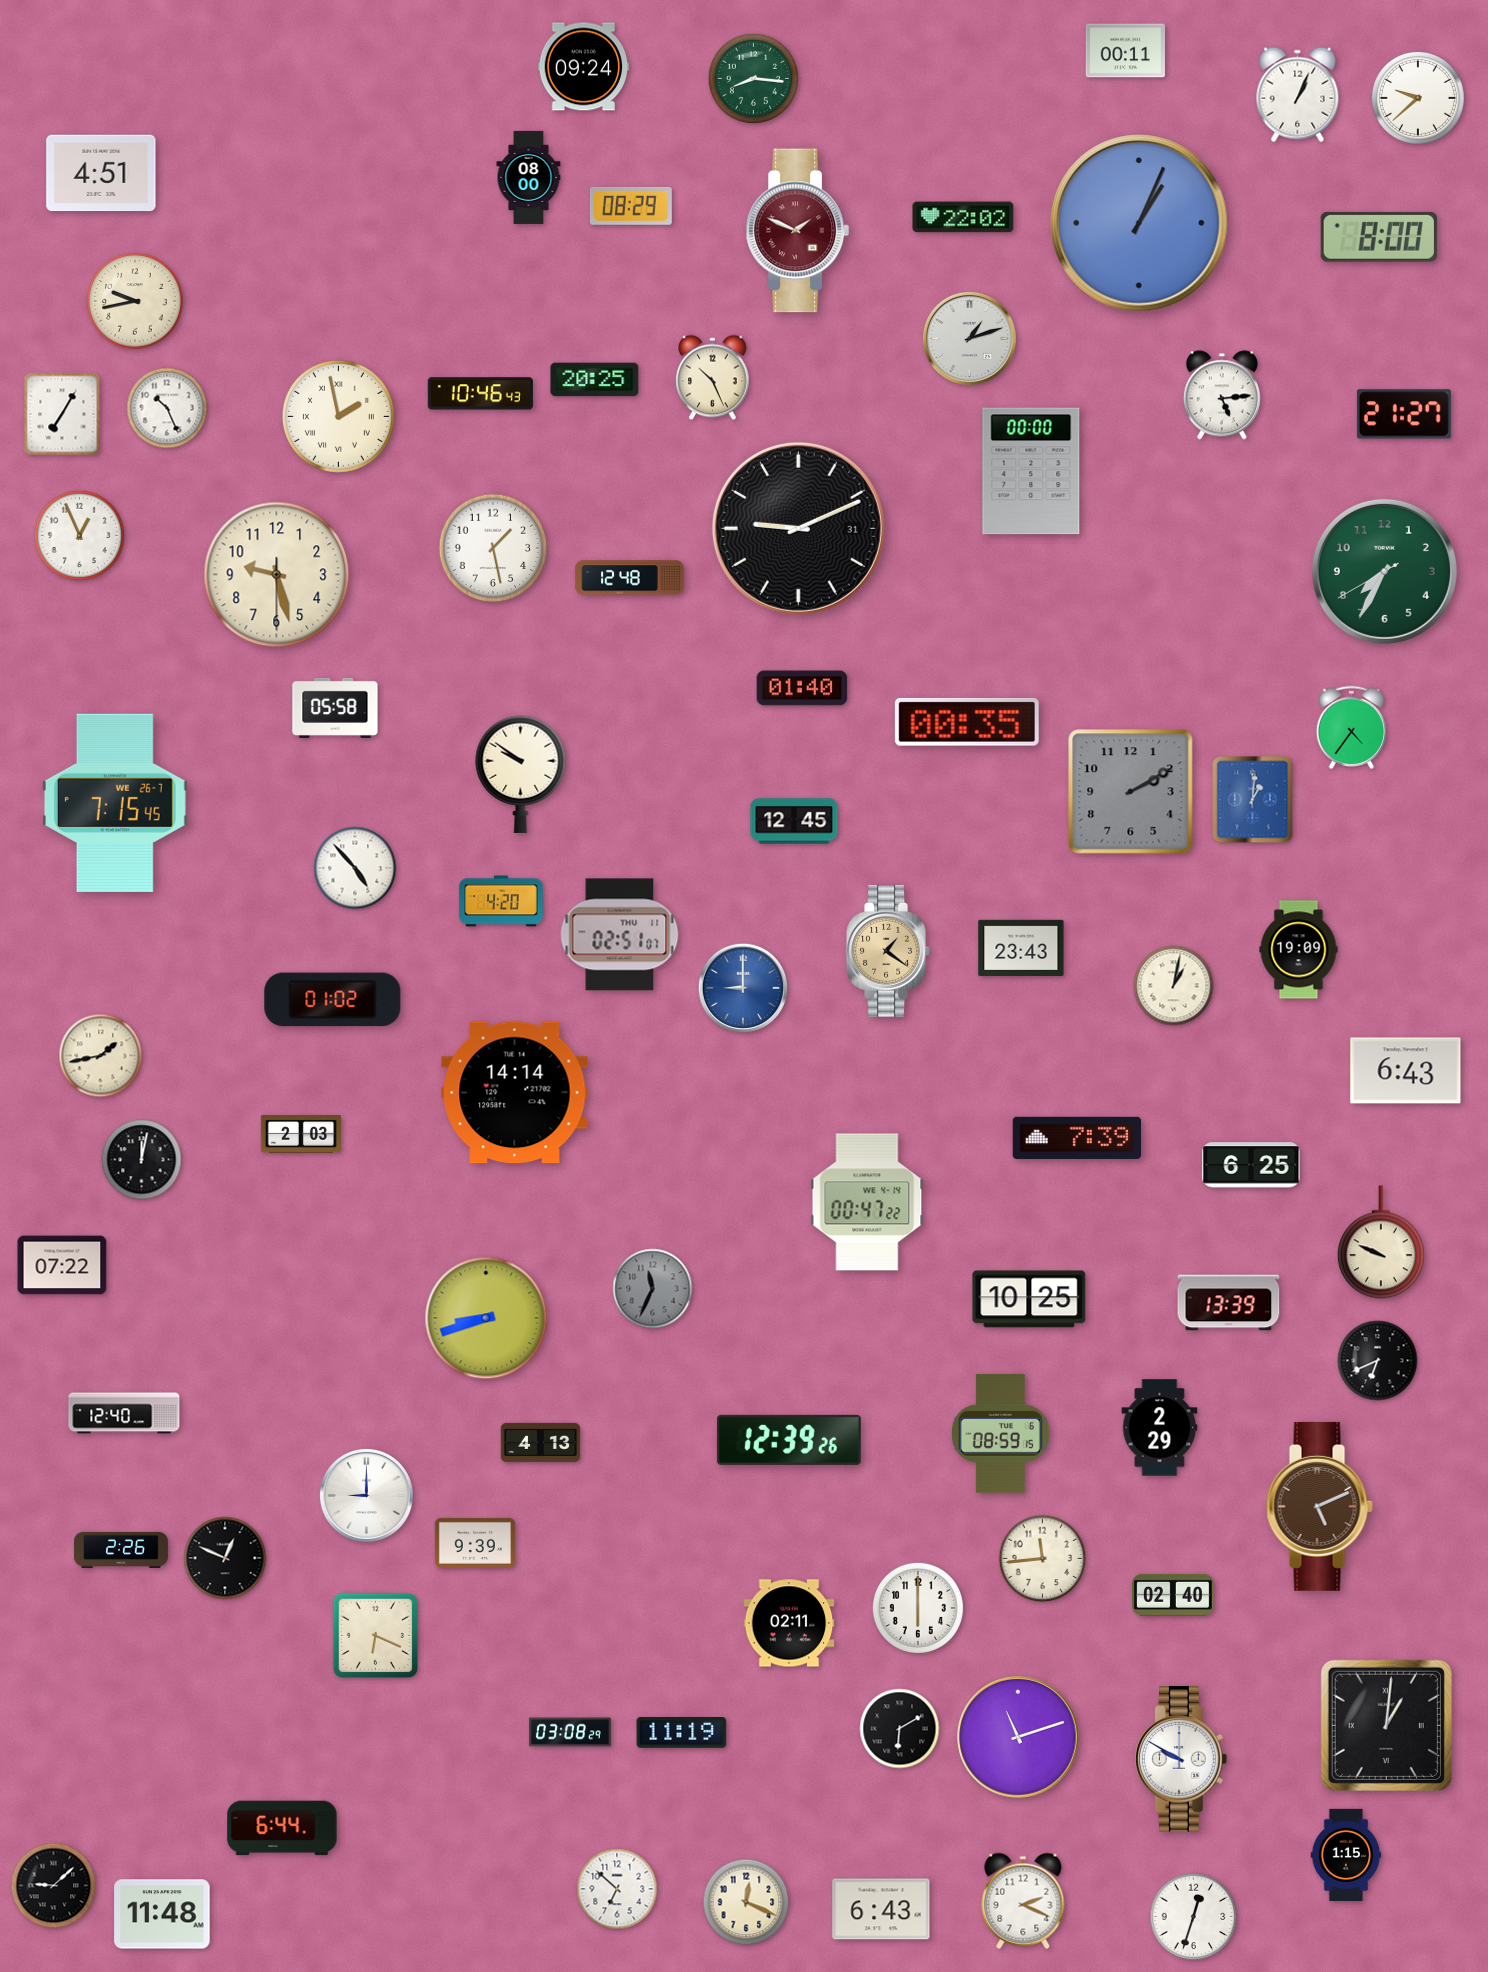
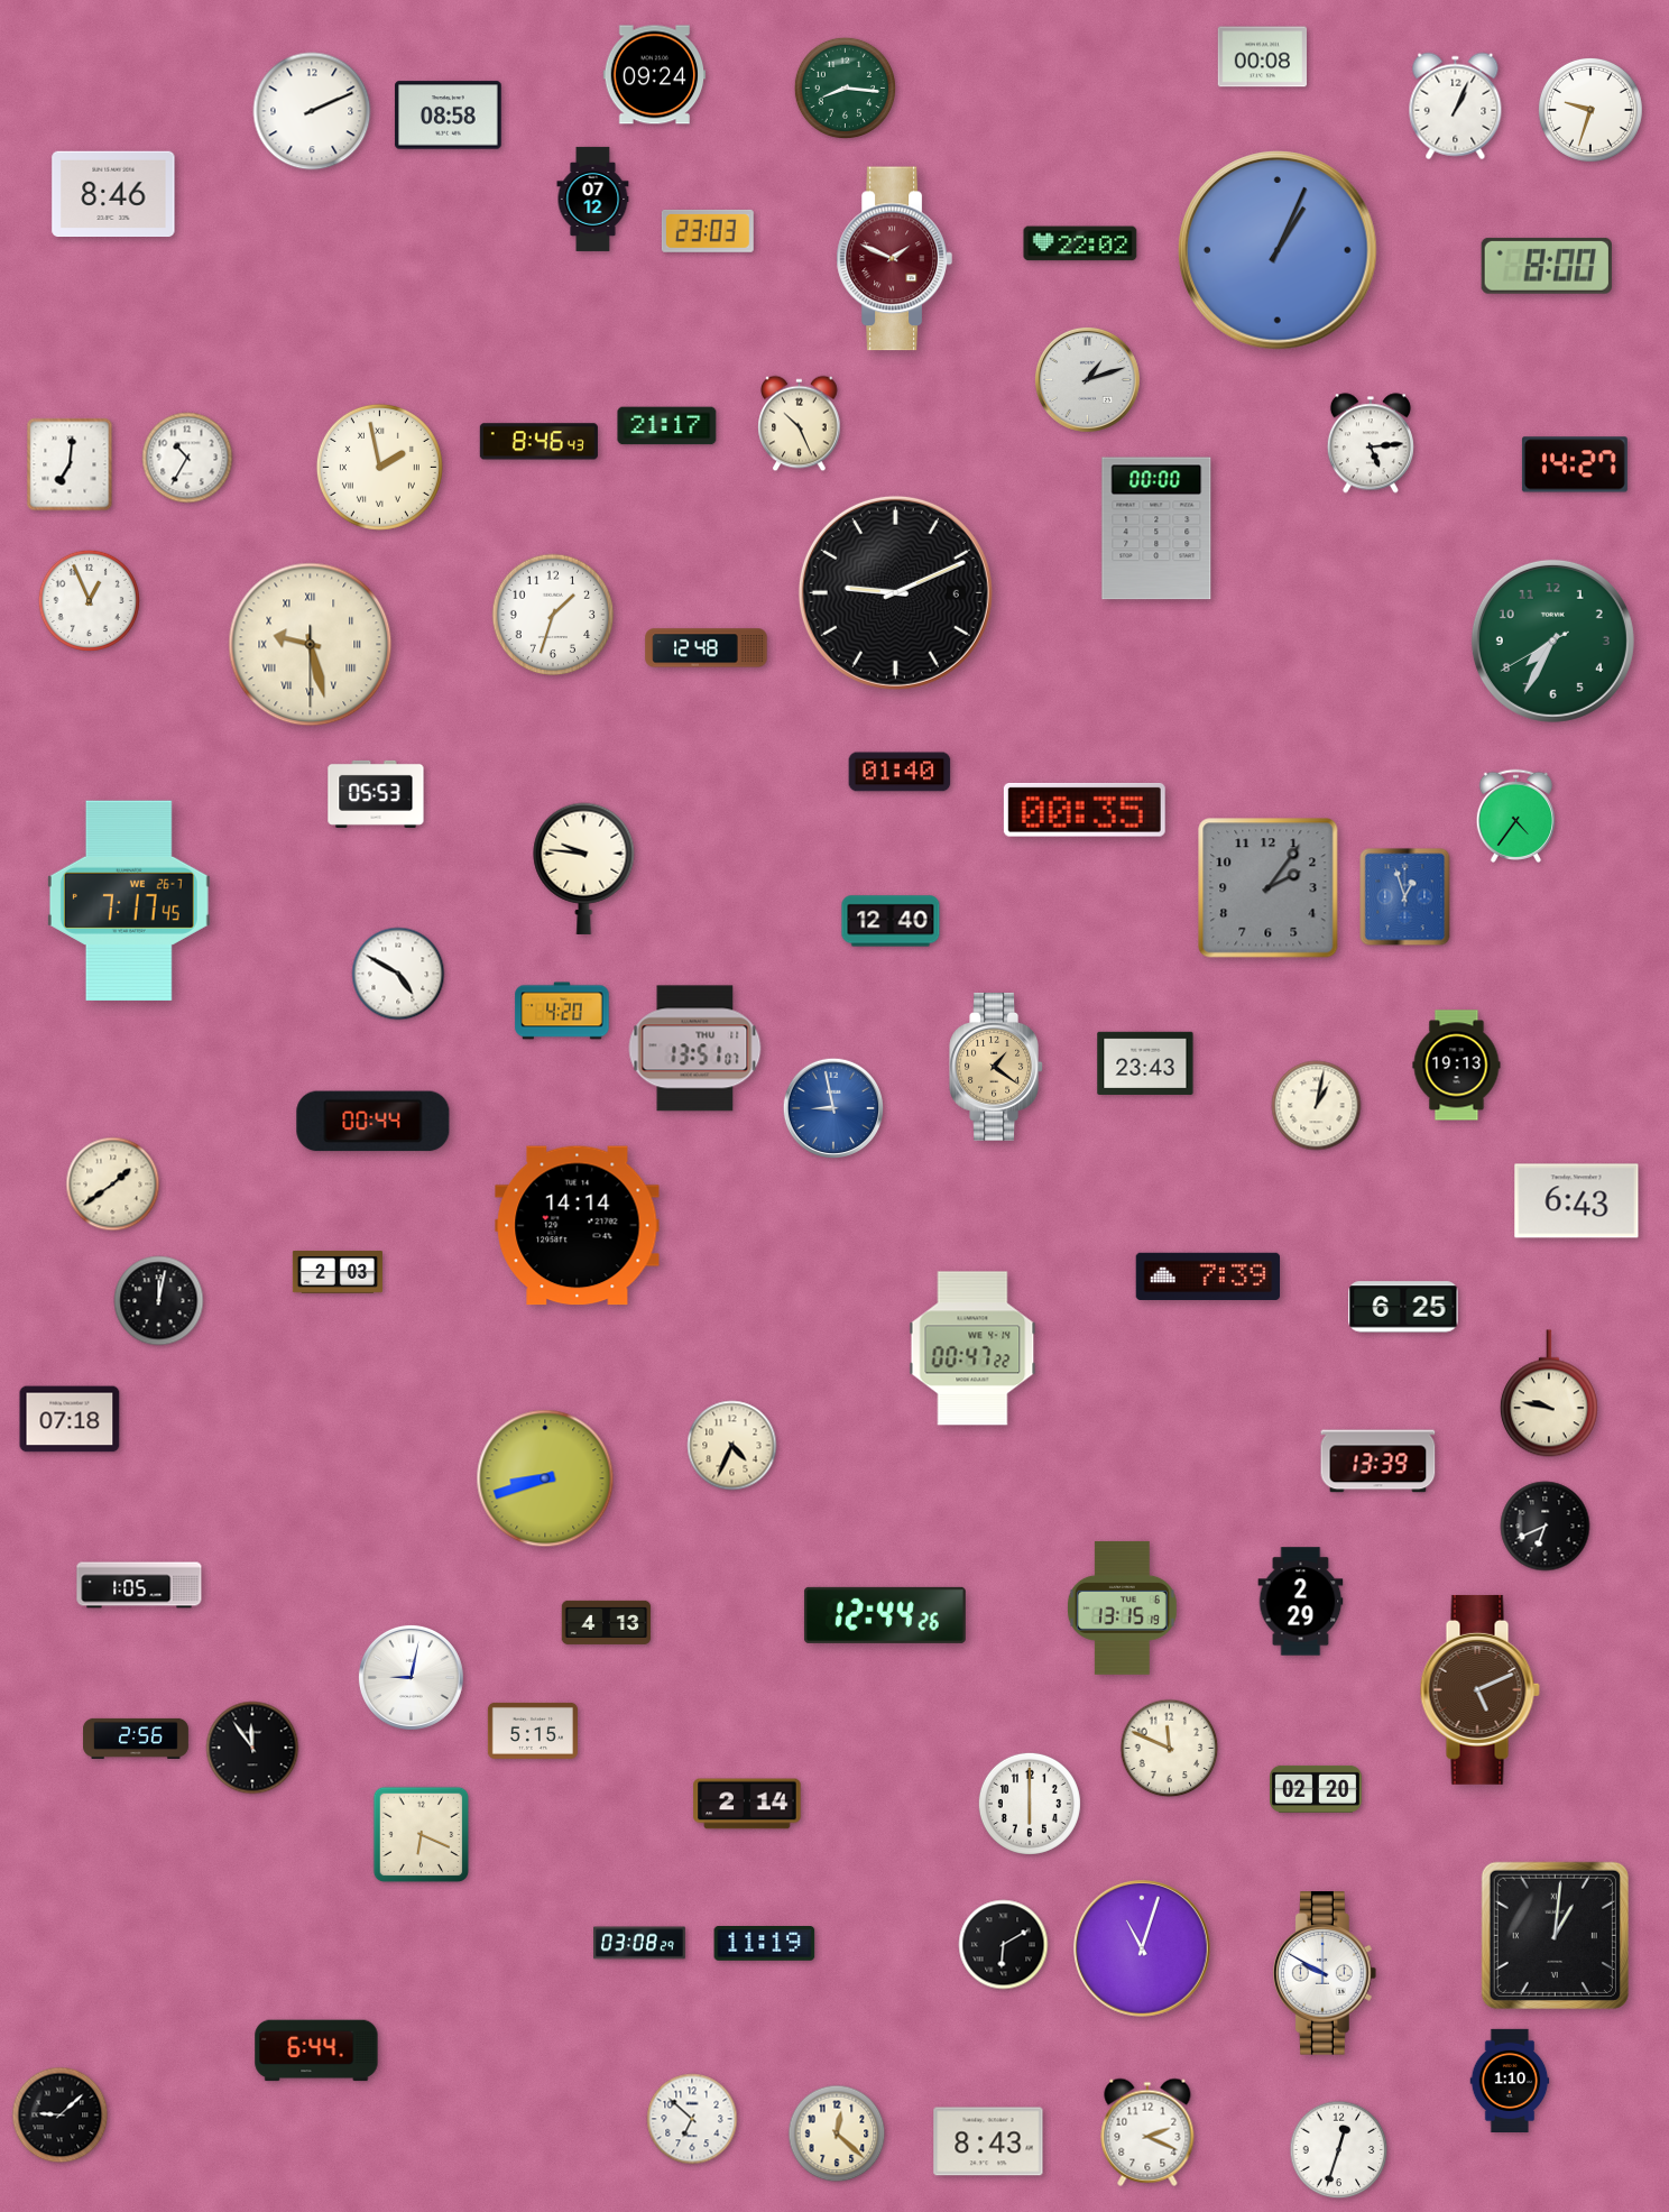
clock at (1126, 51): 00:11 -> 00:08
clock at (1418, 98): 9:38 -> 9:33
clock at (312, 111): none -> 2:11
clock at (449, 116): none -> 08:58
clock at (101, 173): 4:51 -> 8:46
clock at (529, 177): 08:00 -> 07:12
clock at (631, 206): 08:29 -> 23:03
clock at (135, 301): 9:43 -> none
clock at (595, 380): 20:25 -> 21:17
clock at (480, 394): 10:46 -> 8:46
clock at (167, 408): 10:26 -> 10:35
clock at (62, 414): 7:05 -> 7:01
clock at (1404, 414): 21:27 -> 14:27
clock at (798, 528) date: 31 -> 6
clock at (493, 548): 1:28 -> 1:33
clock at (277, 575) numerals: Arabic -> Roman
clock at (335, 708): 05:58 -> 05:53
clock at (521, 774): 9:51 -> 9:46
clock at (1131, 792): 2:10 -> 2:06
clock at (1253, 800): 1:01 -> 12:57
clock at (115, 802): 7:15 -> 7:17
clock at (794, 821): 12:45 -> 12:40
clock at (355, 868): 4:53 -> 4:50
clock at (620, 935): 02:51 -> 13:51
clock at (1299, 950): 19:09 -> 19:13
clock at (743, 988): 9:00 -> 8:58
clock at (333, 1000): 01:02 -> 00:44
clock at (101, 1056): 1:43 -> 1:39
clock at (1381, 1242): 9:49 -> 9:47
clock at (62, 1265): 07:22 -> 07:18
clock at (653, 1289): 11:34 -> 4:34
clock at (653, 1289) dial: grey -> cream
clock at (1029, 1299): 10:25 -> none
clock at (124, 1413): 12:40 -> 1:05
clock at (1000, 1433): 08:59 -> 13:15
clock at (789, 1440): 12:39 -> 12:44
clock at (541, 1442) position: (541, 1442) -> (607, 1622)
clock at (366, 1495): 9:00 -> 9:02
clock at (475, 1543): 9:39 -> 5:15
clock at (122, 1550): 2:26 -> 2:56
clock at (225, 1558): 12:49 -> 11:54
clock at (1043, 1559): 11:44 -> 11:49
clock at (1174, 1595): 02:40 -> 02:20
clock at (747, 1804): none -> 2:14
clock at (789, 1623): 02:11 -> none
clock at (900, 1729) position: (900, 1729) -> (1004, 1945)
clock at (1019, 1738): 11:12 -> 11:03
clock at (1346, 1854): 1:15 -> 1:10
clock at (746, 1902): 12:19 -> 12:22
clock at (881, 1909): 6:43 -> 8:43
clock at (162, 1914): 11:48 -> none
